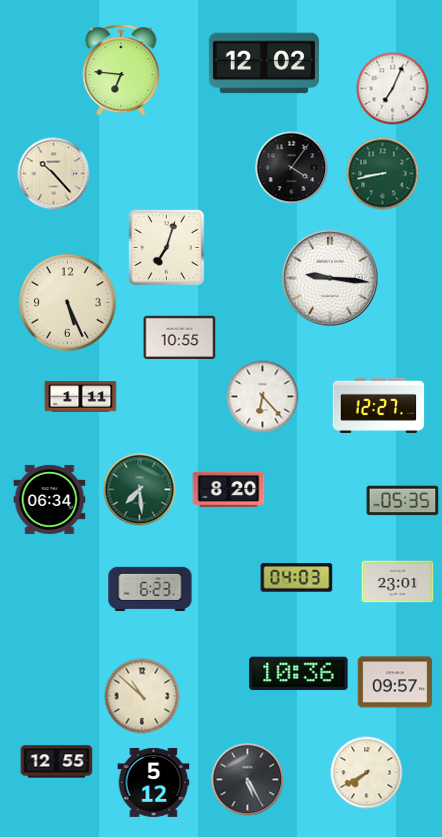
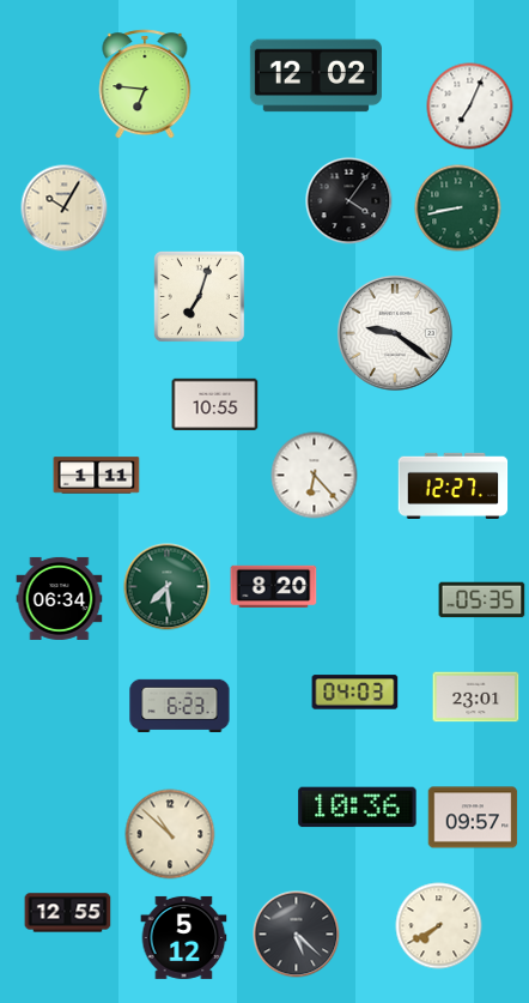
clock at (54, 174): 10:23 -> 10:05
clock at (330, 278): 9:16 -> 9:21
clock at (68, 303): 5:26 -> none
clock at (248, 780): 5:25 -> 5:22
